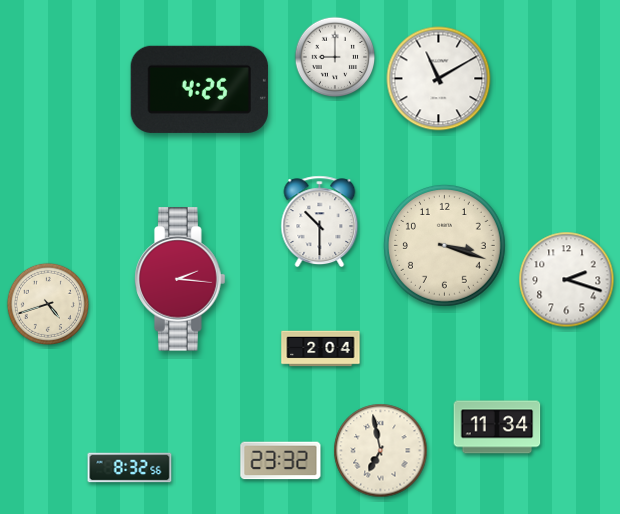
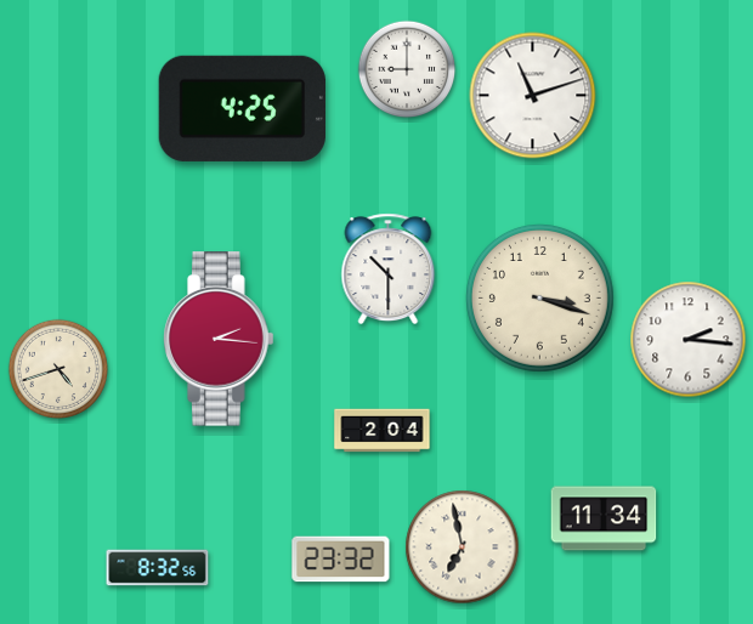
clock at (439, 79): 11:10 -> 11:12
clock at (567, 280): 2:18 -> 2:16
clock at (321, 349) position: (321, 349) -> (383, 431)
